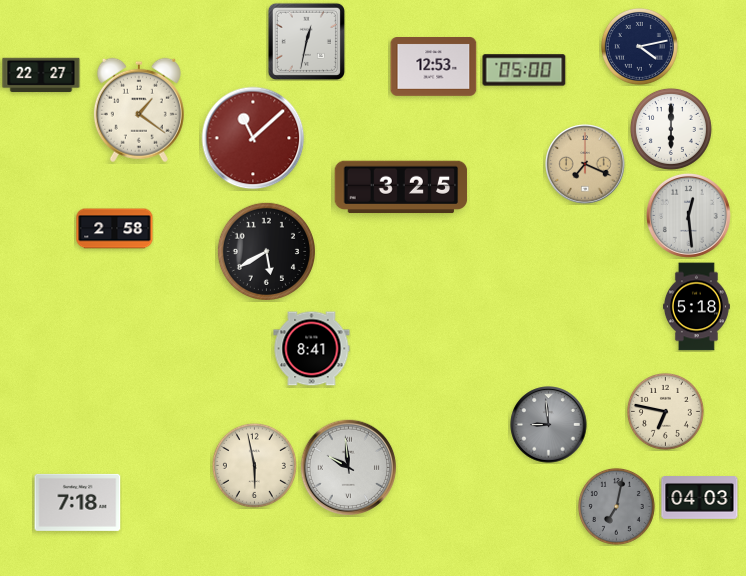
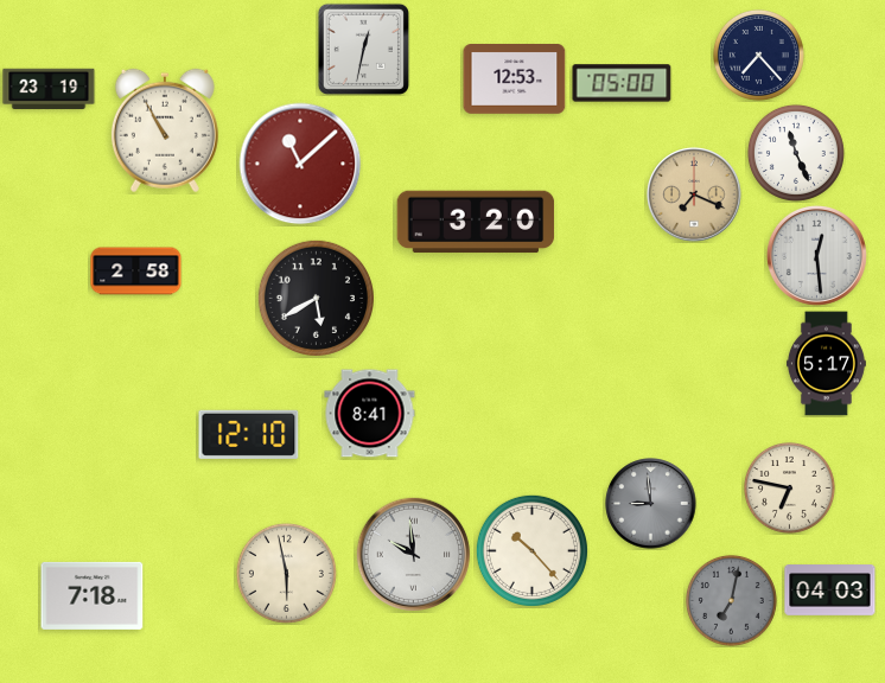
clock at (639, 46): 4:13 -> 7:23
clock at (41, 75): 22:27 -> 23:19
clock at (139, 110): 1:21 -> 10:55
clock at (671, 129): 6:00 -> 11:26
clock at (401, 187): 3:25 -> 3:20
clock at (696, 307): 5:18 -> 5:17
clock at (249, 434): none -> 12:10
clock at (531, 550): none -> 10:23
clock at (254, 465) position: (254, 465) -> (286, 573)
